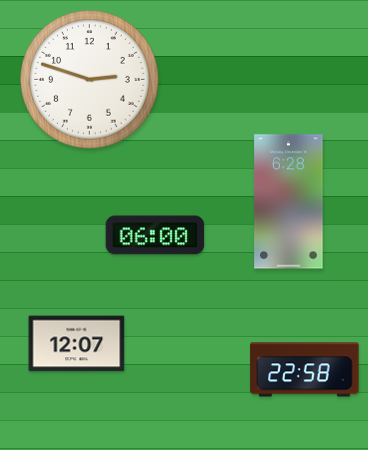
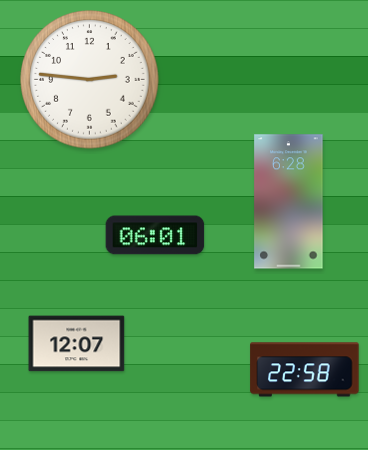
clock at (90, 80): 2:48 -> 2:46
clock at (155, 235): 06:00 -> 06:01
